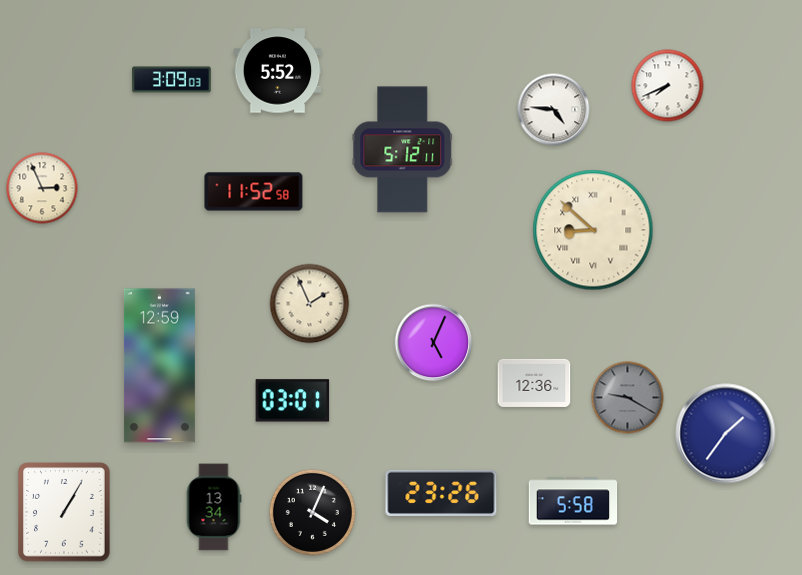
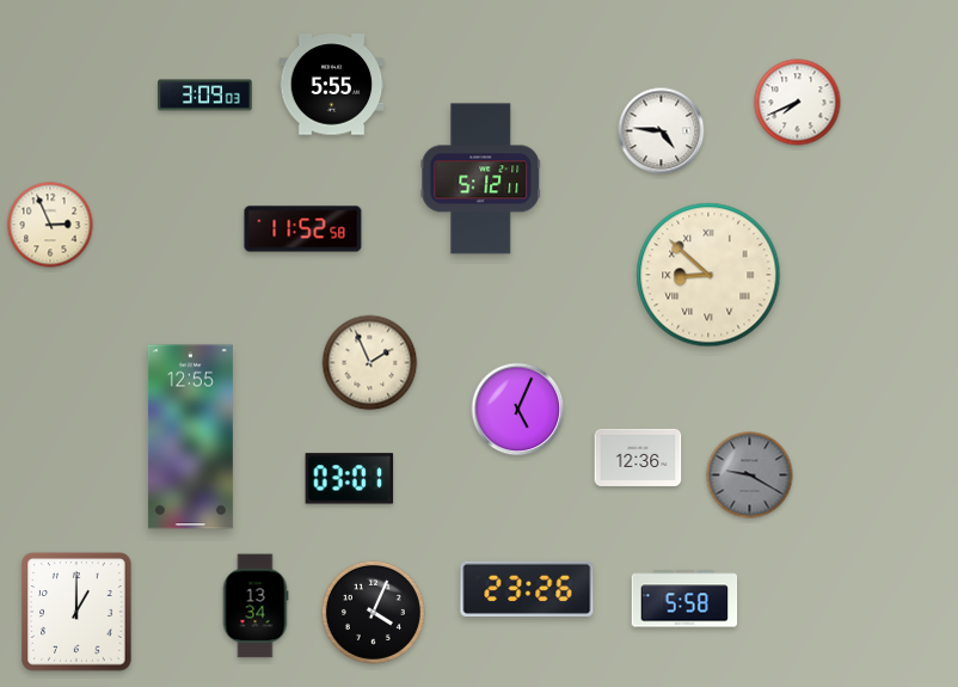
clock at (278, 71): 5:52 -> 5:55
clock at (159, 366): 12:59 -> 12:55
clock at (726, 434): 1:36 -> none
clock at (64, 512): 1:05 -> 1:00
